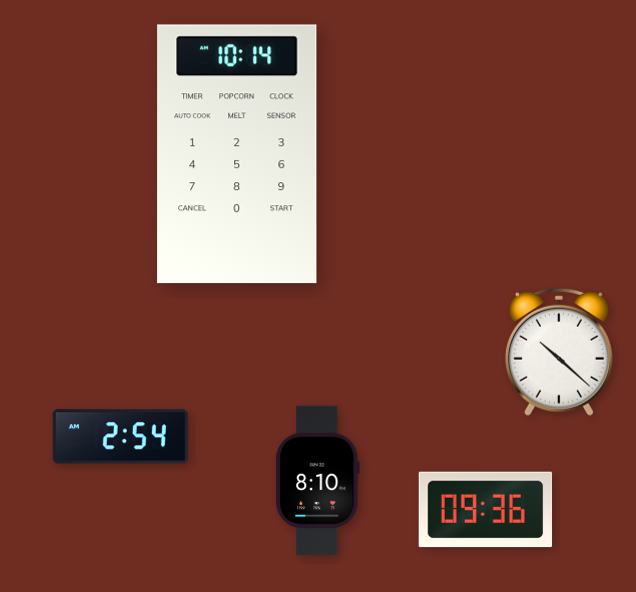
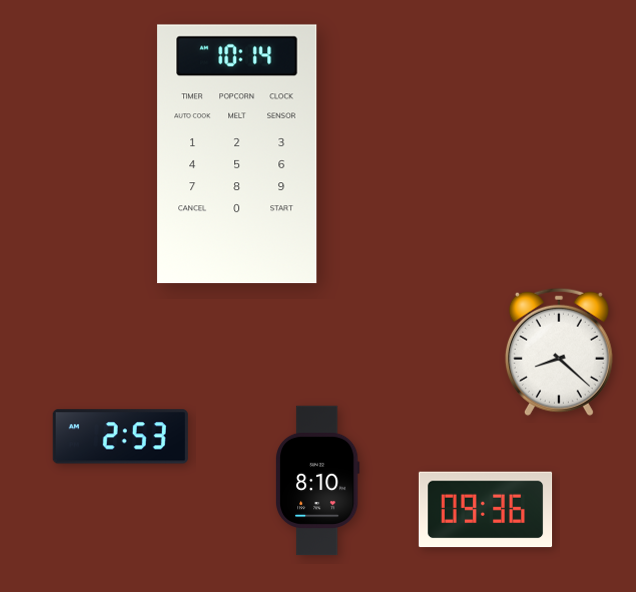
clock at (559, 352): 10:22 -> 8:22
clock at (120, 437): 2:54 -> 2:53
